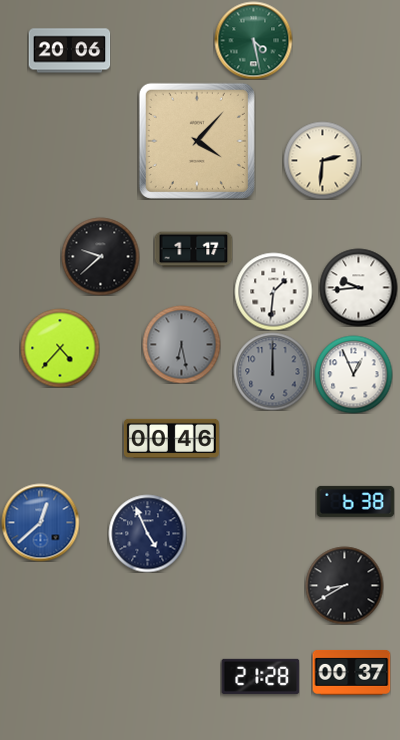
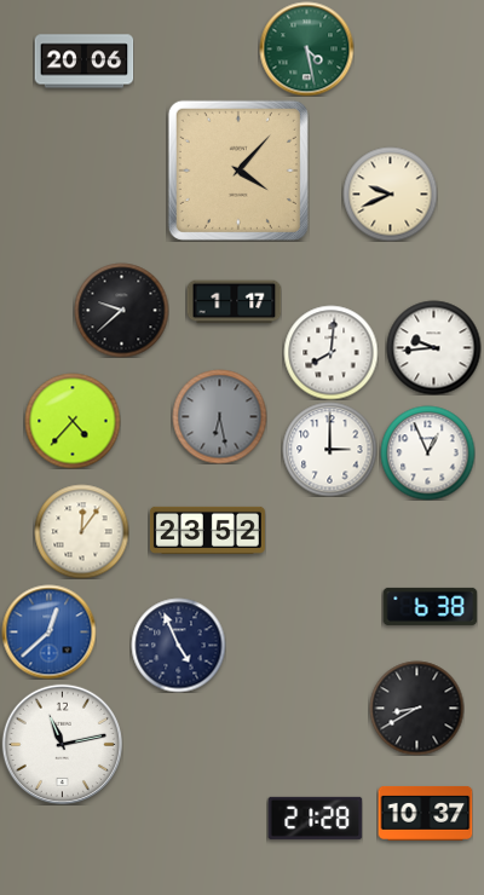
clock at (322, 160): 2:31 -> 9:41
clock at (273, 291): 1:31 -> 8:01
clock at (272, 371): 12:00 -> 3:00
clock at (272, 371) dial: grey -> white
clock at (171, 438): 00:46 -> 23:52
clock at (81, 531): none -> 12:06
clock at (62, 744): none -> 11:13
clock at (351, 672): 00:37 -> 10:37
